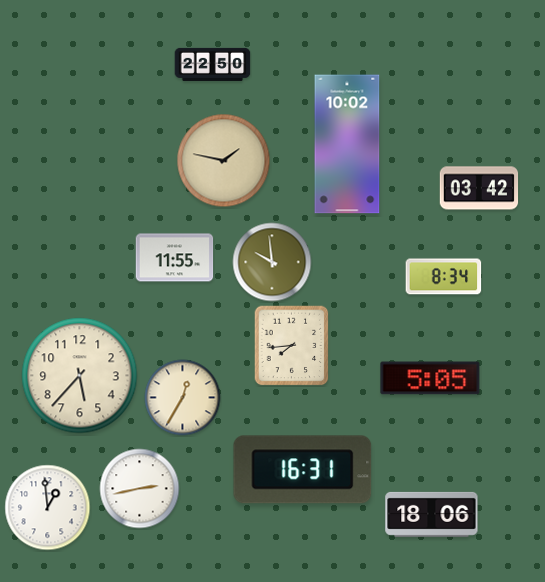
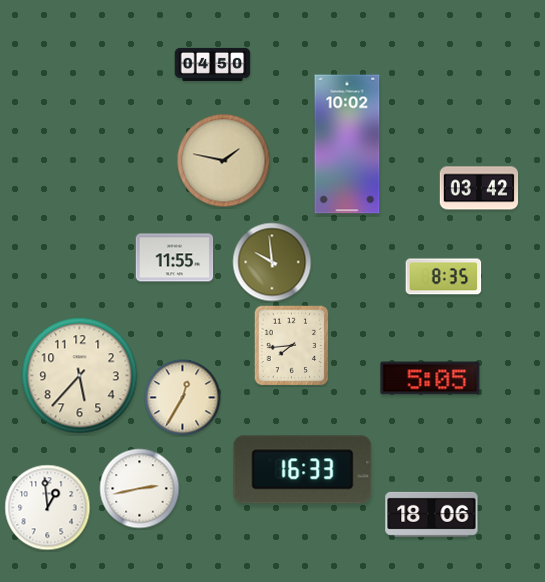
clock at (213, 64): 22:50 -> 04:50
clock at (444, 277): 8:34 -> 8:35
clock at (303, 470): 16:31 -> 16:33
